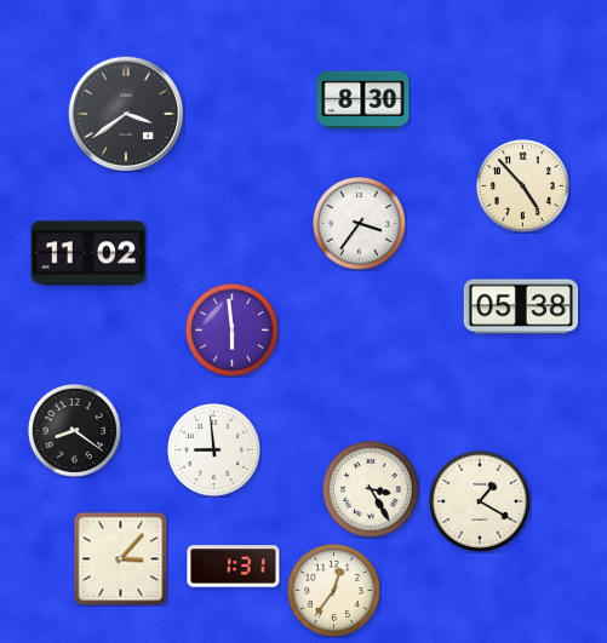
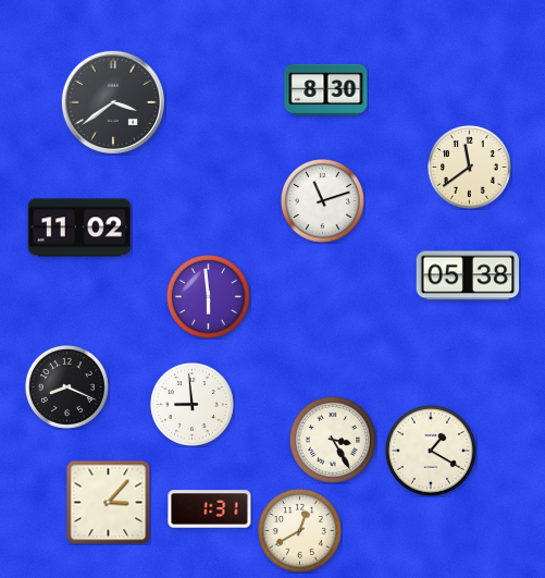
clock at (522, 185): 4:53 -> 11:39
clock at (359, 223): 3:36 -> 11:12
clock at (74, 430): 8:21 -> 8:19
clock at (333, 590): 12:36 -> 12:40
